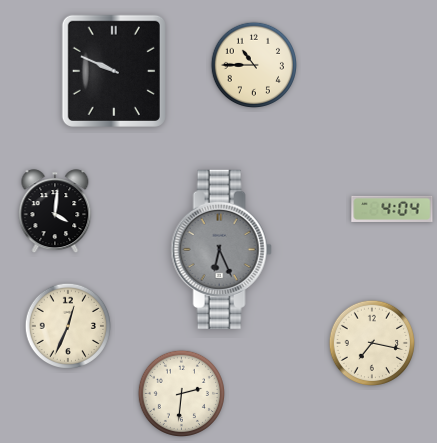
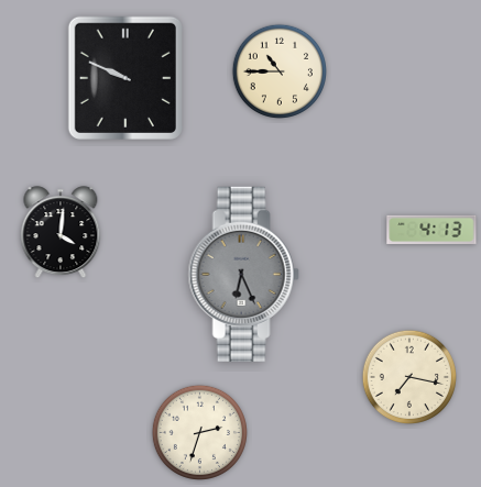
clock at (392, 209): 4:04 -> 4:13
clock at (68, 326): 12:34 -> none
clock at (181, 393): 2:31 -> 2:33
